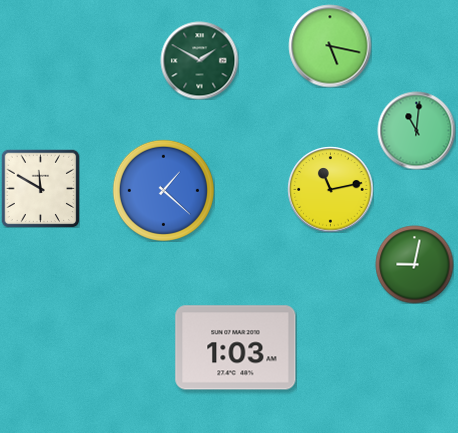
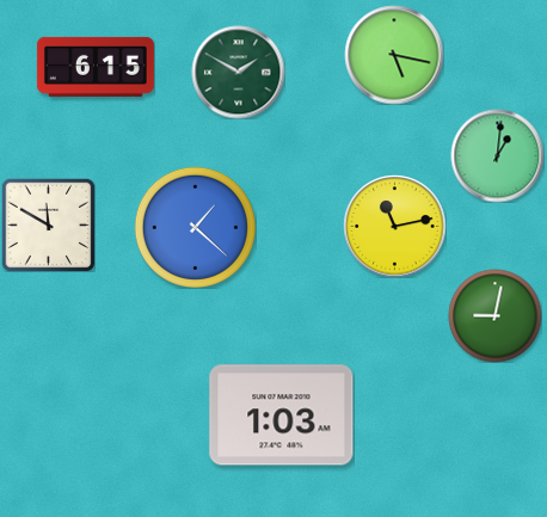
clock at (96, 67): none -> 6:15
clock at (416, 130): 11:01 -> 1:01
